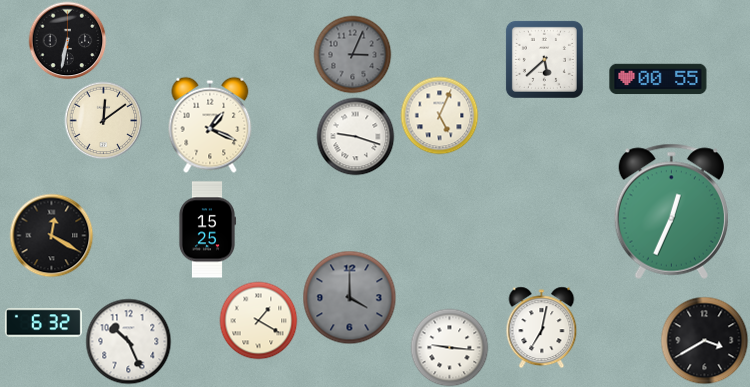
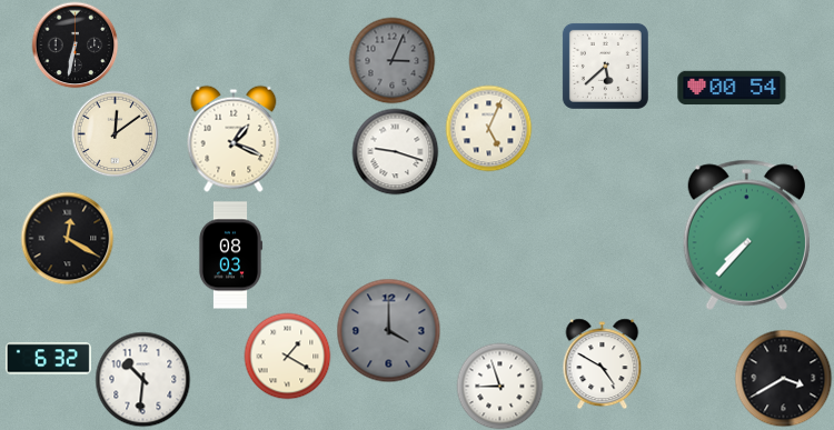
clock at (658, 79): 00:55 -> 00:54
clock at (671, 211): 12:34 -> 7:37
clock at (206, 230): 15:25 -> 08:03
clock at (51, 235) position: (51, 235) -> (67, 238)
clock at (542, 327): 7:02 -> 4:50
clock at (128, 341): 10:26 -> 10:31
clock at (449, 347): 9:16 -> 8:57
